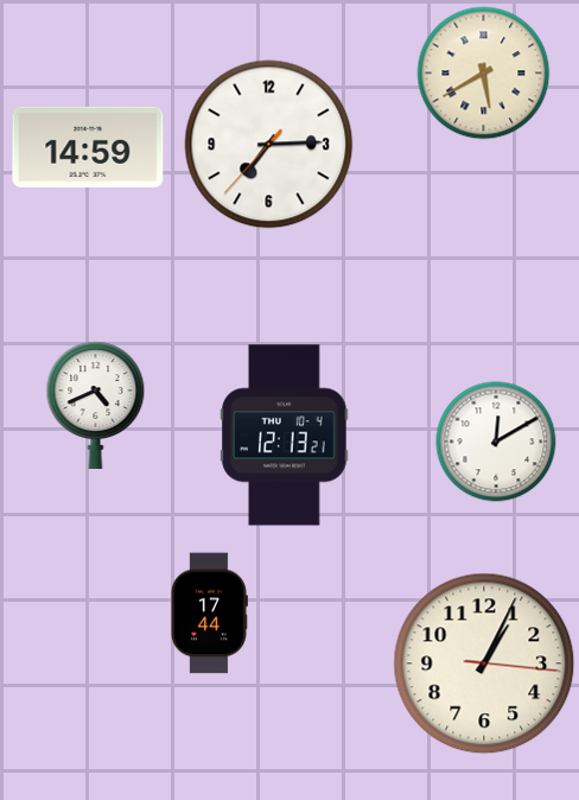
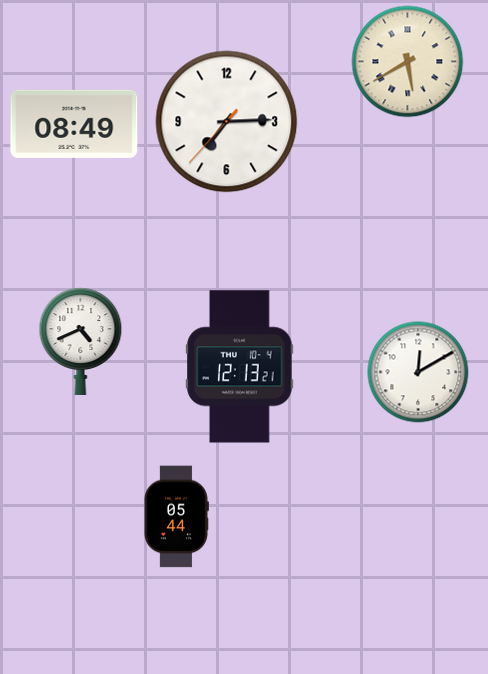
clock at (88, 147): 14:59 -> 08:49
clock at (209, 614): 17:44 -> 05:44
clock at (484, 664): 1:04 -> none
